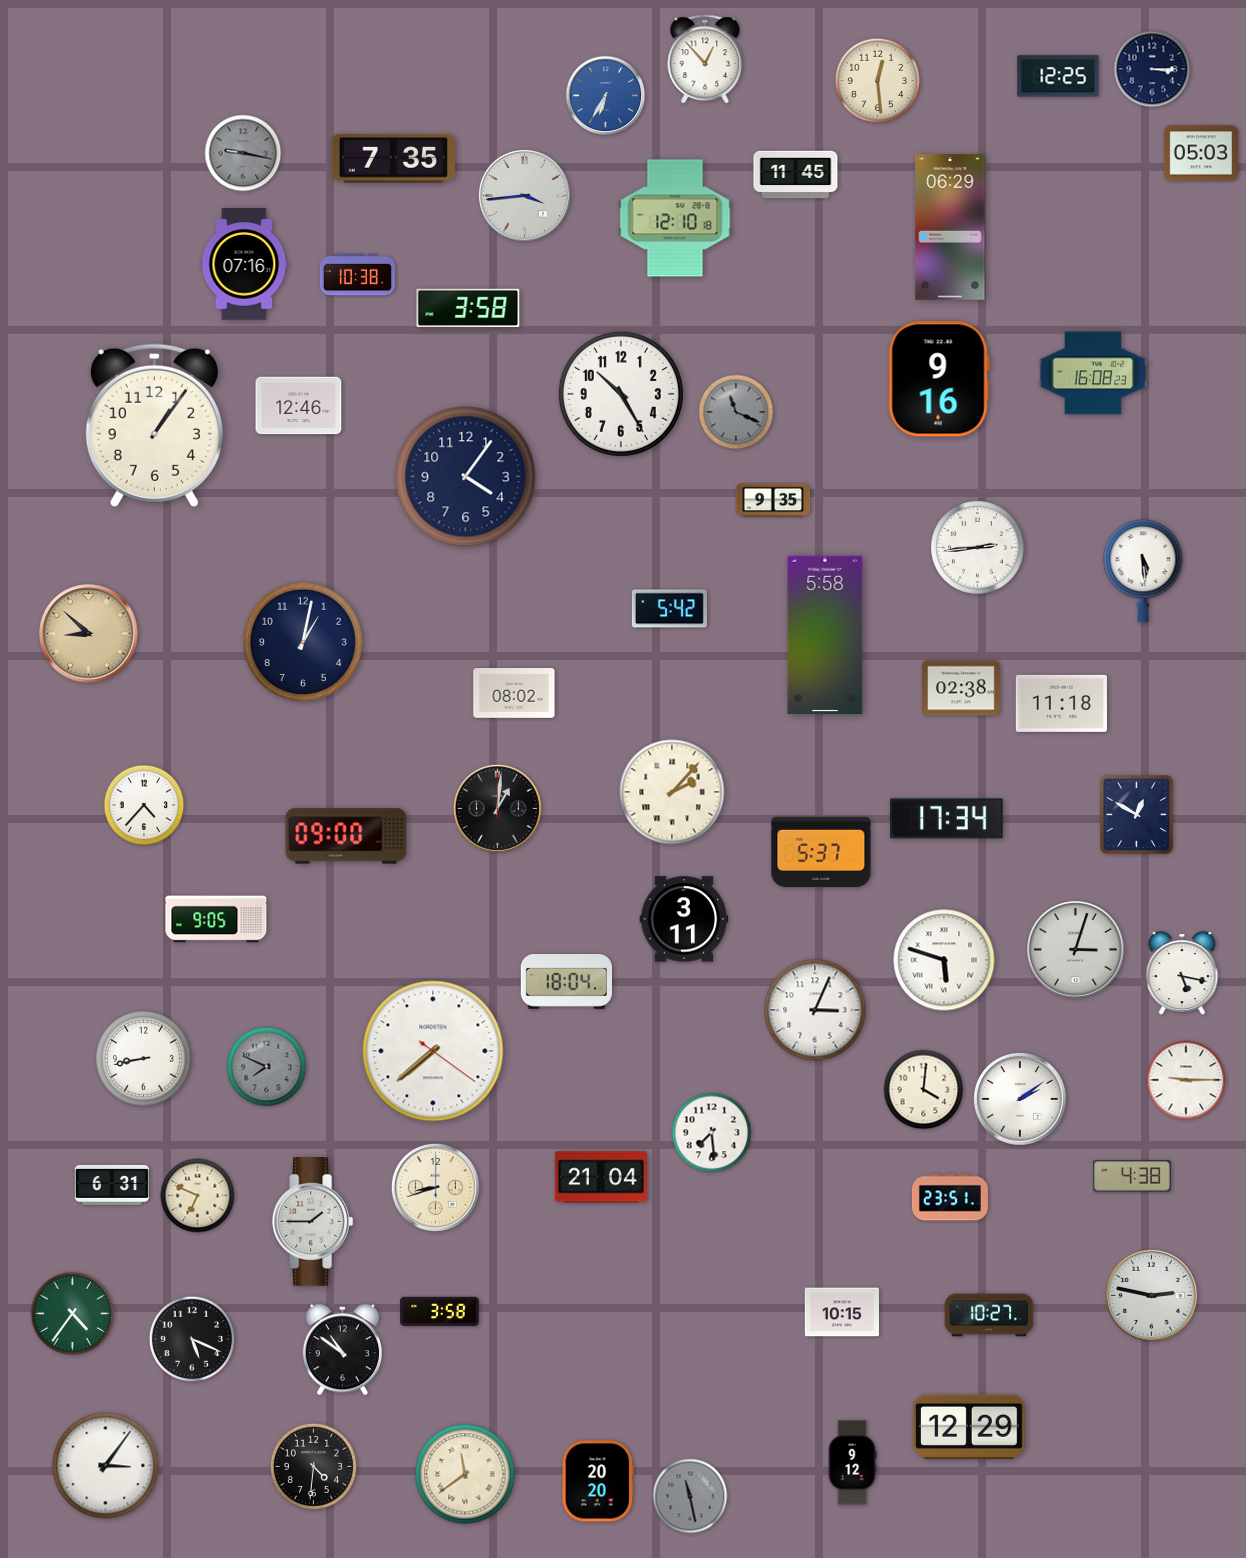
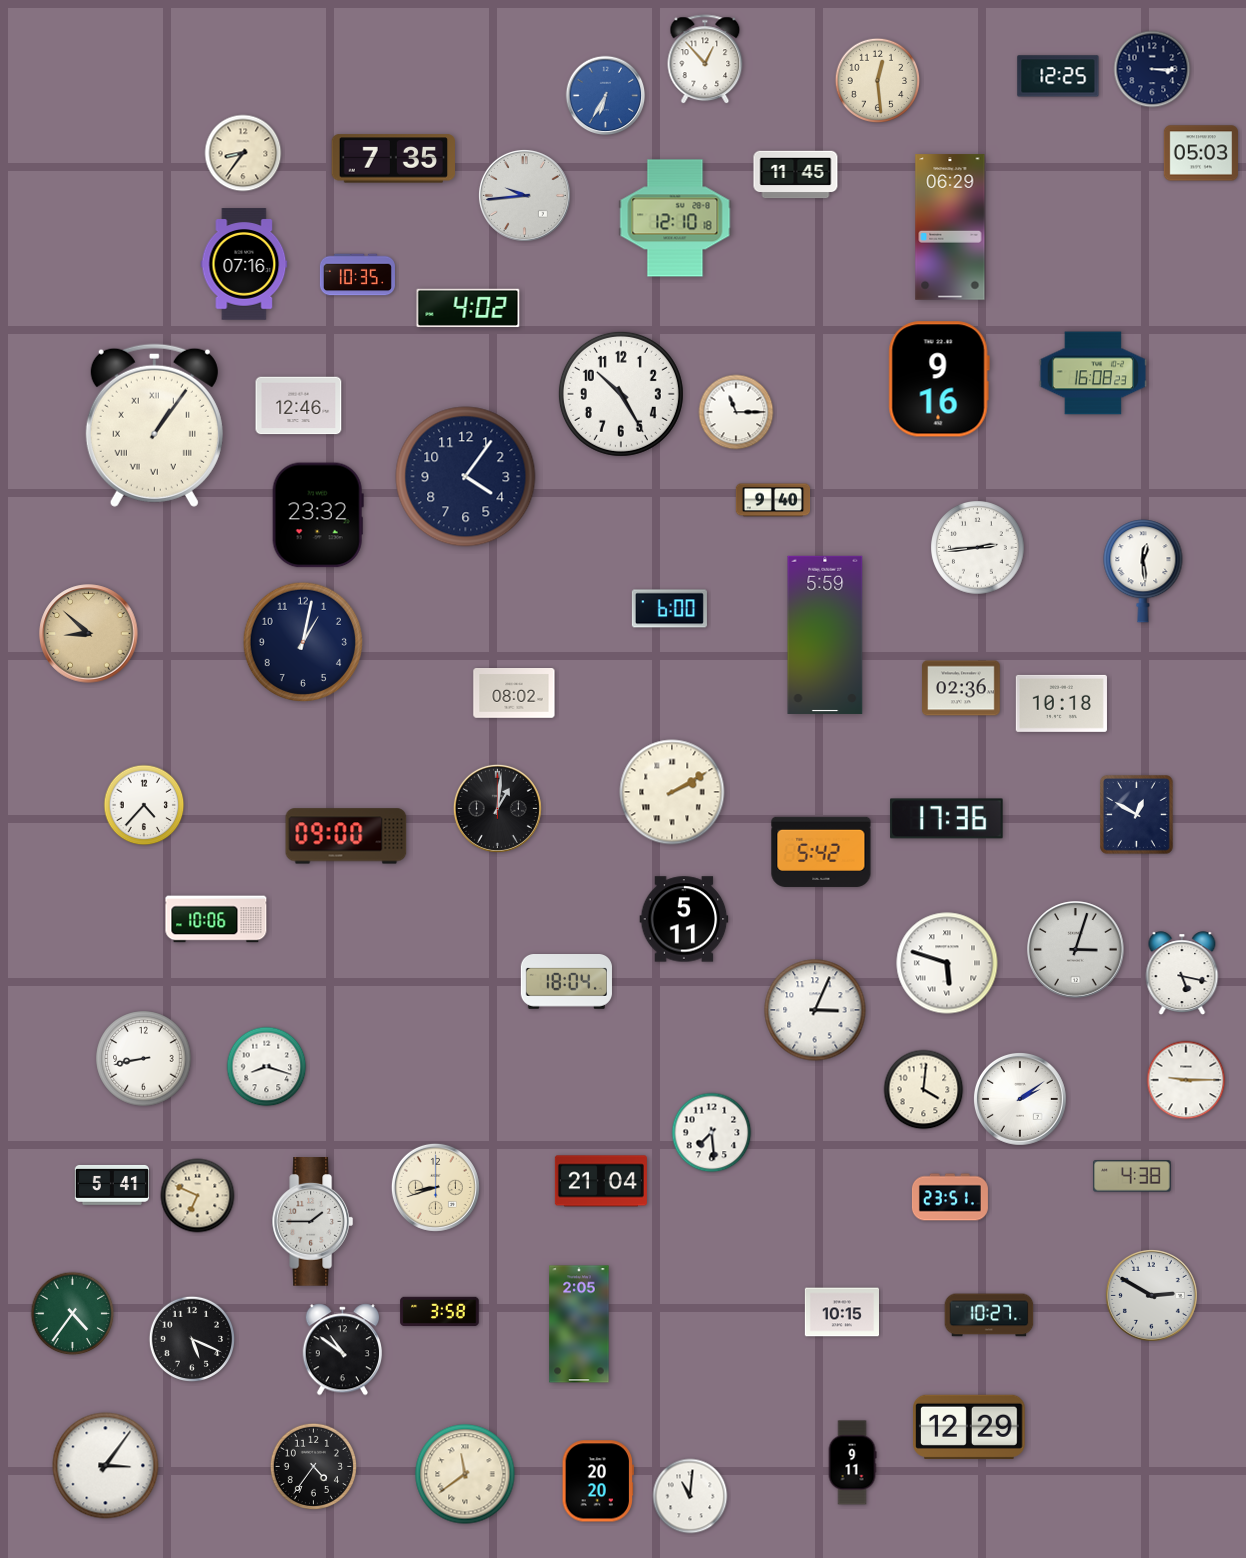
clock at (243, 153): 9:17 -> 8:36
clock at (243, 153) dial: grey -> cream
clock at (524, 195): 3:44 -> 9:44
clock at (357, 275): 10:38 -> 10:35
clock at (468, 308): 3:58 -> 4:02
clock at (736, 412): 11:19 -> 11:15
clock at (736, 412) dial: grey -> white
clock at (154, 425) numerals: Arabic -> Roman
clock at (773, 500): 9:35 -> 9:40
clock at (318, 515): none -> 23:32
clock at (1143, 571): 5:29 -> 12:29
clock at (669, 609): 5:42 -> 6:00
clock at (825, 635): 5:58 -> 5:59
clock at (961, 688): 02:38 -> 02:36
clock at (1061, 703): 11:18 -> 10:18
clock at (672, 792): 2:07 -> 2:10
clock at (947, 819): 17:34 -> 17:36
clock at (821, 852): 5:37 -> 5:42
clock at (216, 919): 9:05 -> 10:06
clock at (684, 919): 3:11 -> 5:11
clock at (944, 960) position: (944, 960) -> (947, 963)
clock at (433, 1051): 7:38 -> none
clock at (267, 1067): 7:49 -> 8:18
clock at (267, 1067) dial: grey -> white
clock at (601, 1177) position: (601, 1177) -> (601, 1181)
clock at (111, 1185): 6:31 -> 5:41
clock at (1151, 1295): 2:47 -> 2:50
clock at (579, 1324): none -> 2:05
clock at (852, 1463): 9:12 -> 9:11
clock at (313, 1466): 4:31 -> 4:36
clock at (690, 1496): 11:28 -> 11:01
clock at (690, 1496) dial: grey -> white
